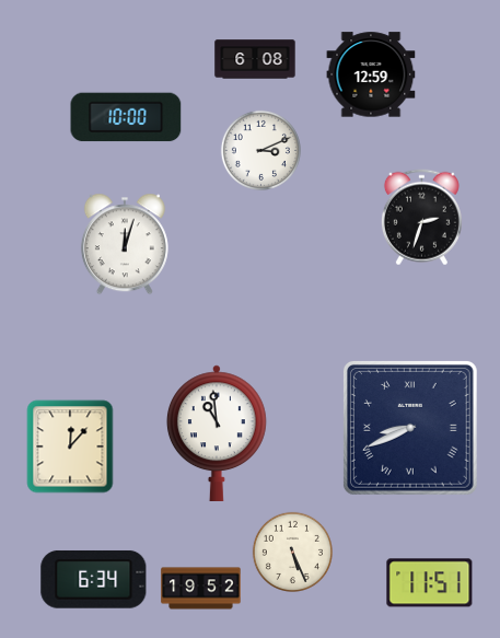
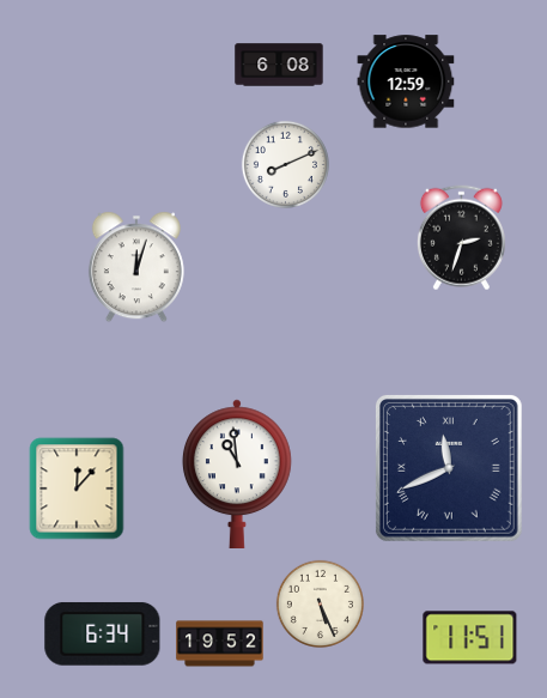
clock at (126, 117): 10:00 -> none
clock at (260, 150): 3:11 -> 8:11
clock at (410, 428): 8:41 -> 11:41
